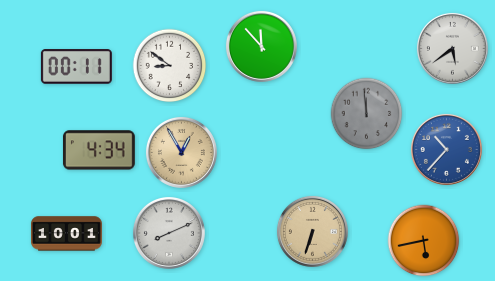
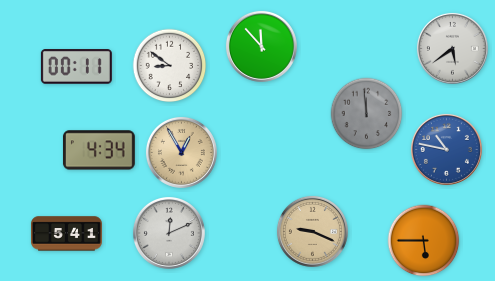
clock at (446, 149): 10:37 -> 10:47
clock at (312, 231): 6:33 -> 9:19
clock at (169, 233): 8:11 -> 12:11
clock at (66, 234): 10:01 -> 5:41
clock at (424, 241): 5:43 -> 5:45
